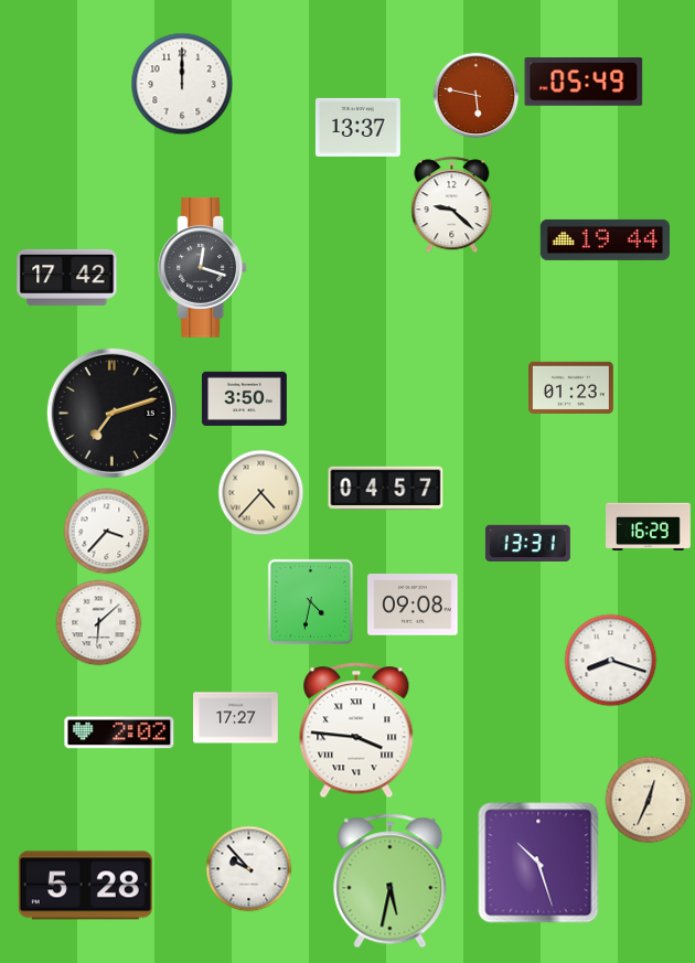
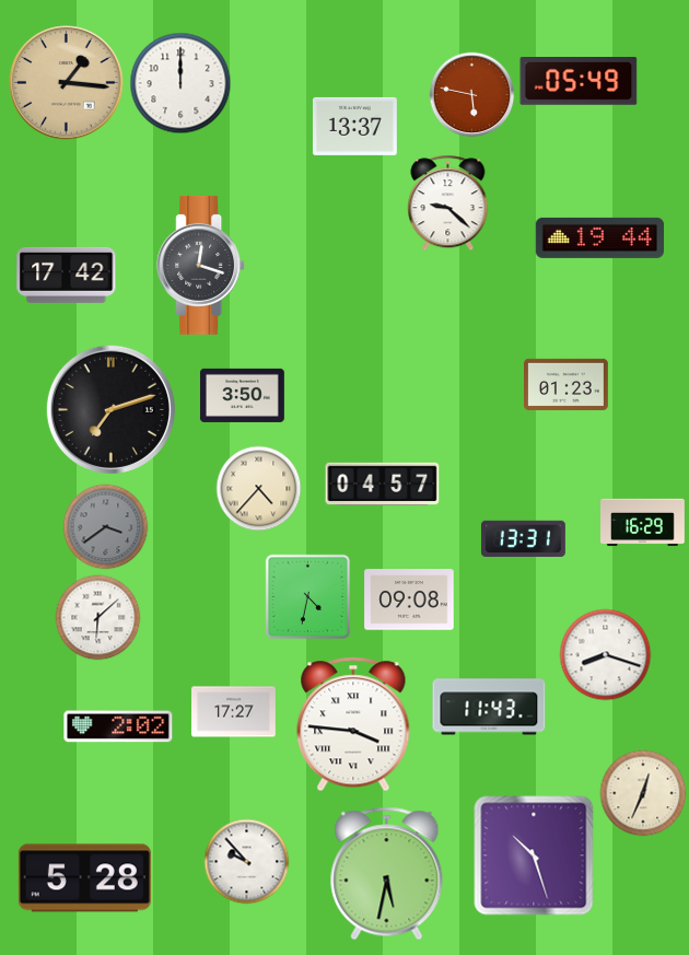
clock at (67, 83): none -> 1:16
clock at (106, 531): 3:37 -> 3:39
clock at (106, 531) dial: white -> grey
clock at (489, 707): none -> 11:43
